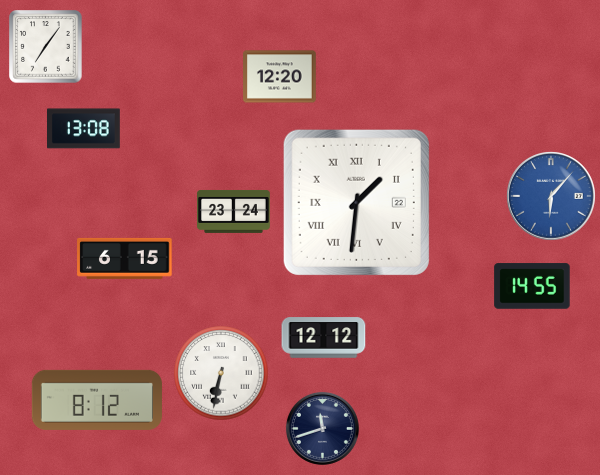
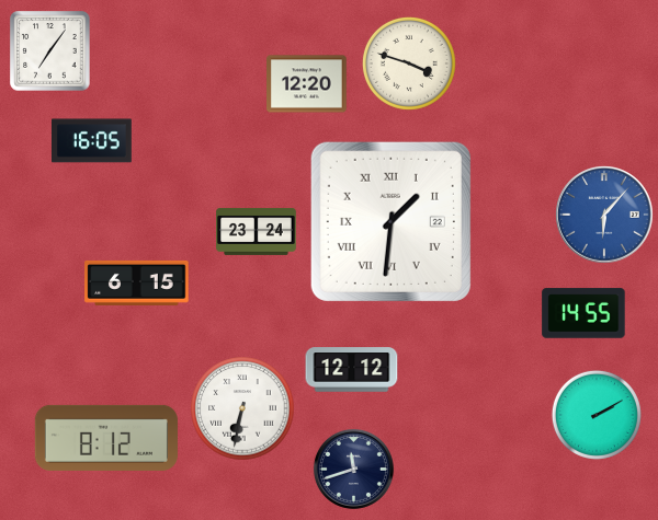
clock at (409, 63): none -> 3:48
clock at (84, 129): 13:08 -> 16:05
clock at (324, 338) position: (324, 338) -> (352, 370)
clock at (597, 415): none -> 2:10
